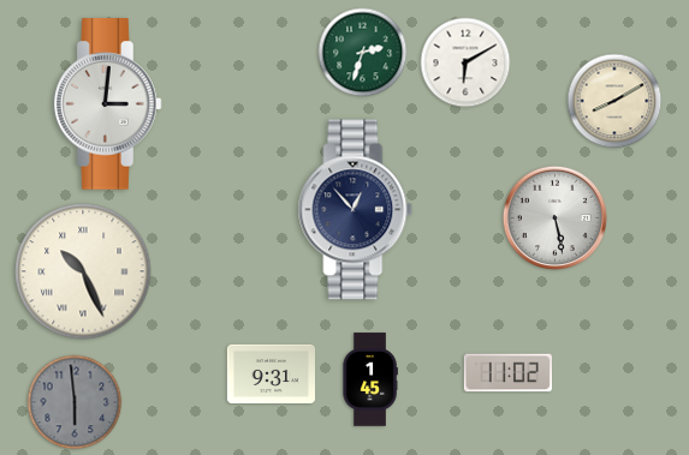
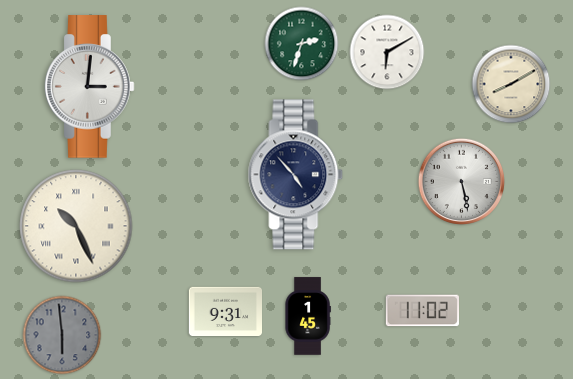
clock at (356, 210): 12:53 -> 4:53
clock at (83, 271) position: (83, 271) -> (76, 226)
